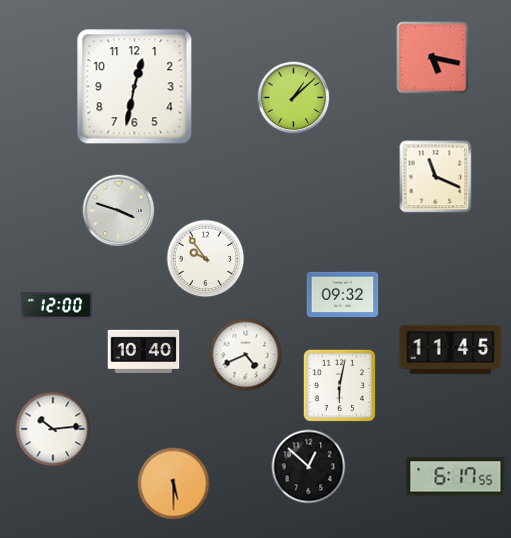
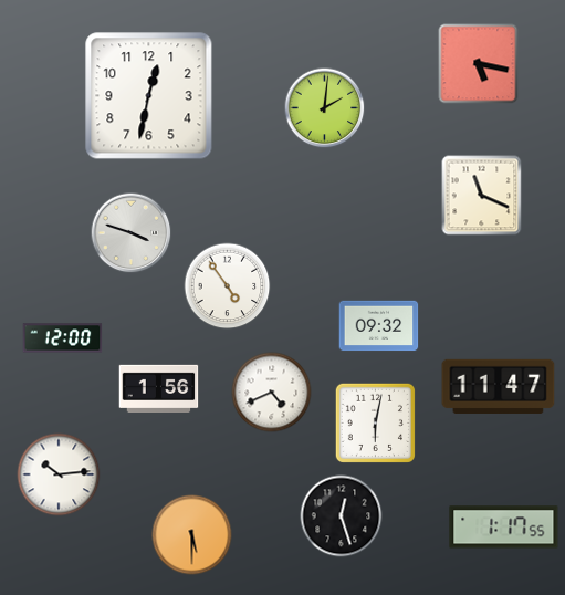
clock at (294, 98): 1:08 -> 2:01
clock at (206, 259): 9:54 -> 4:54
clock at (451, 349): 11:45 -> 11:47
clock at (144, 351): 10:40 -> 1:56
clock at (339, 385) position: (339, 385) -> (375, 422)
clock at (309, 467): 12:52 -> 12:27
clock at (456, 477): 6:17 -> 1:17
